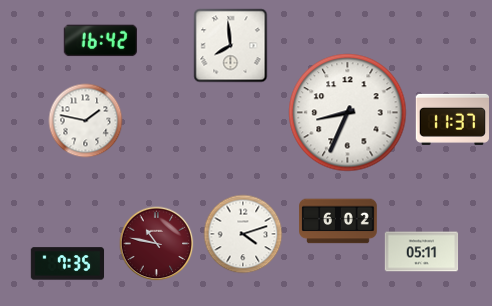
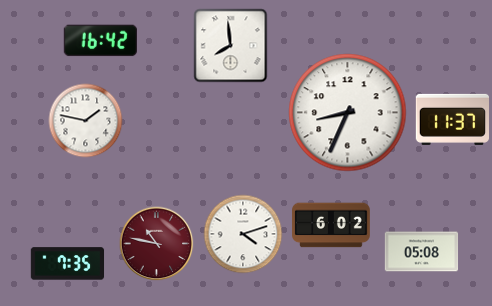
clock at (338, 221) position: (338, 221) -> (331, 225)
clock at (422, 252): 05:11 -> 05:08
